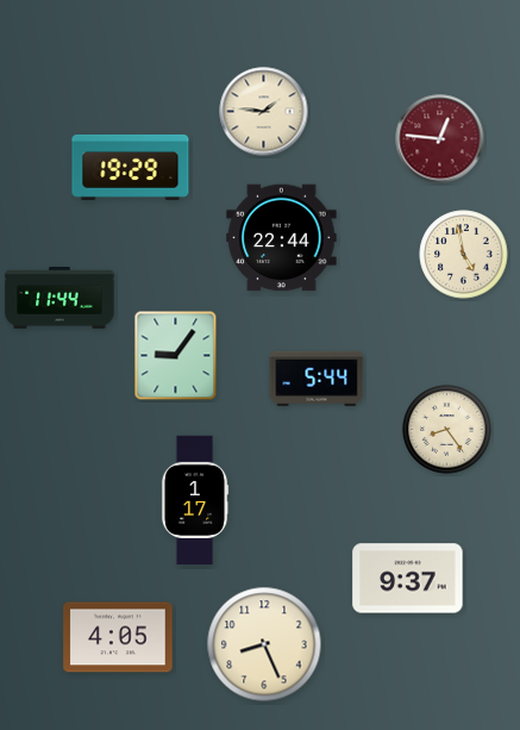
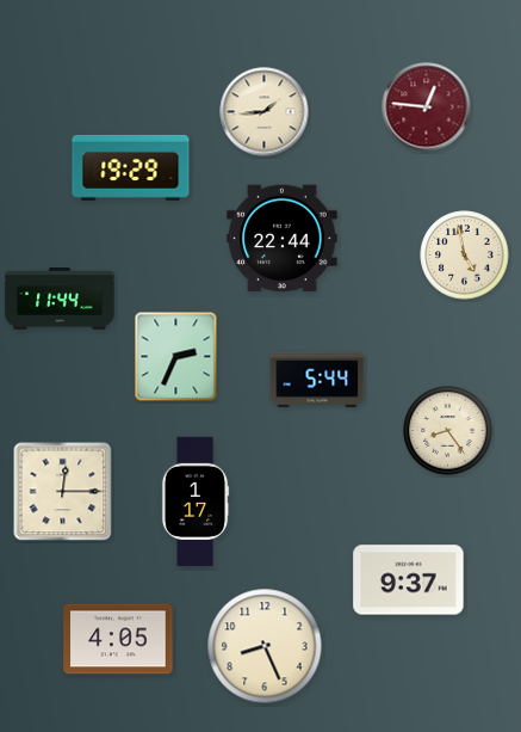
clock at (264, 112): 1:46 -> 1:44
clock at (440, 139) position: (440, 139) -> (427, 107)
clock at (176, 356): 9:06 -> 2:34
clock at (63, 492): none -> 12:15
